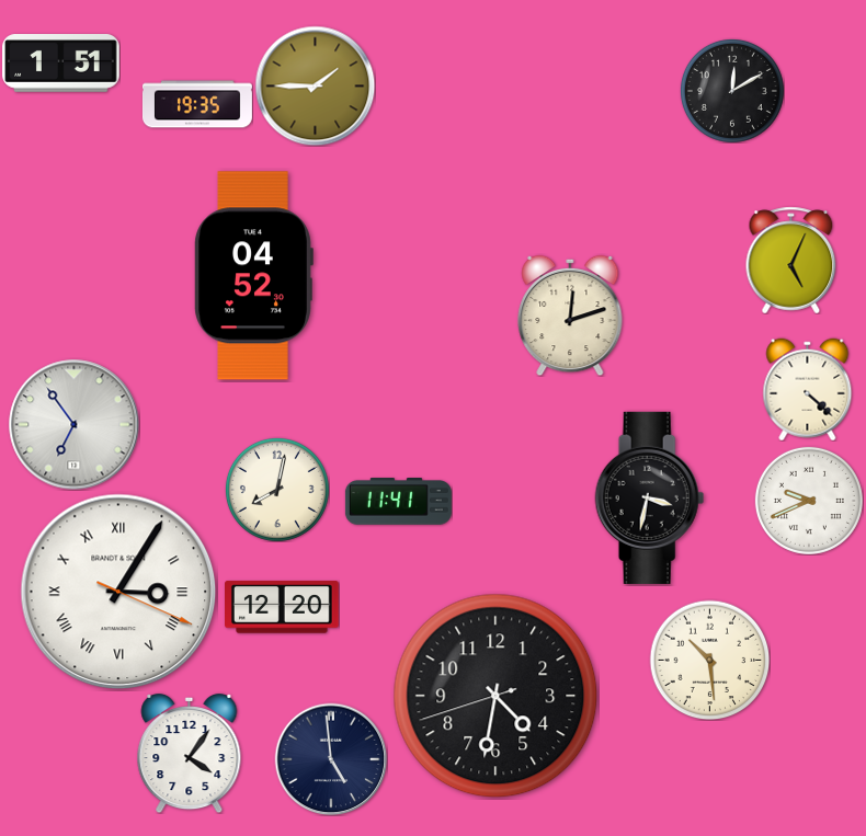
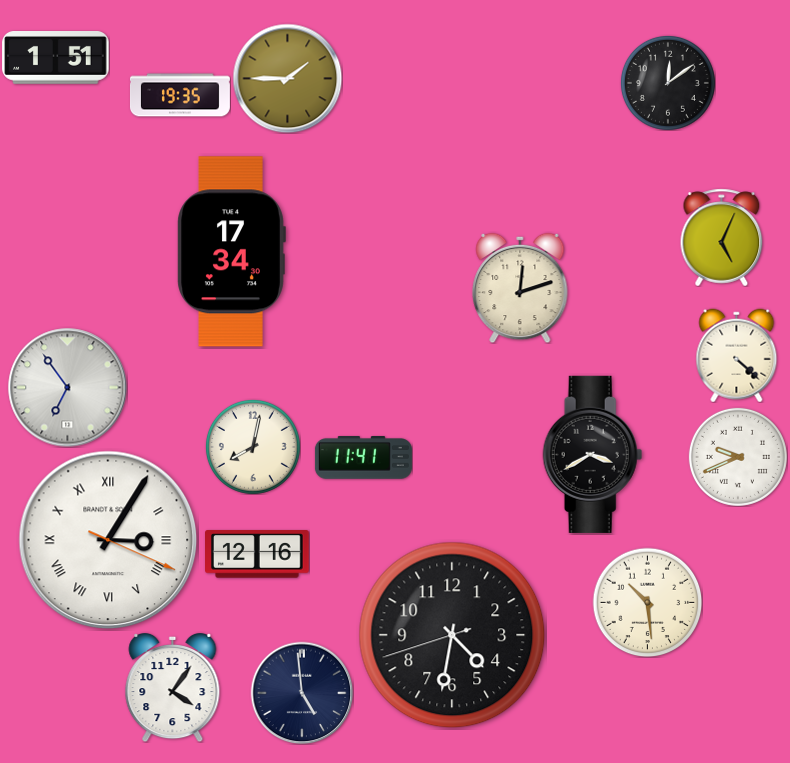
clock at (732, 91): 12:10 -> 12:09
clock at (253, 276): 04:52 -> 17:34
clock at (650, 497): 3:32 -> 3:40
clock at (283, 607): 12:20 -> 12:16
